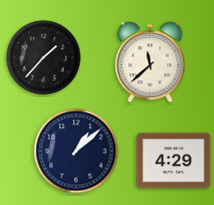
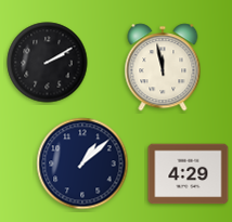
clock at (44, 58): 1:37 -> 2:10
clock at (150, 62): 11:38 -> 11:58
